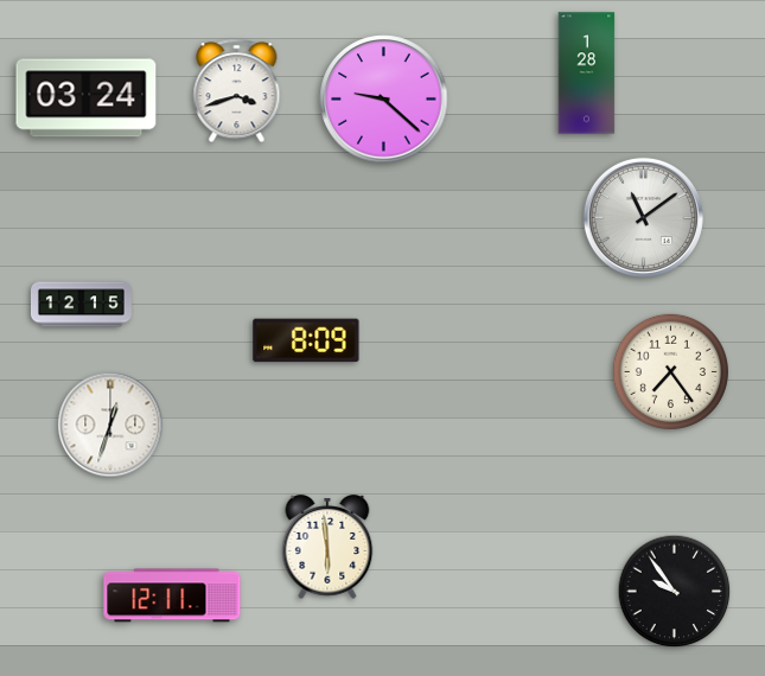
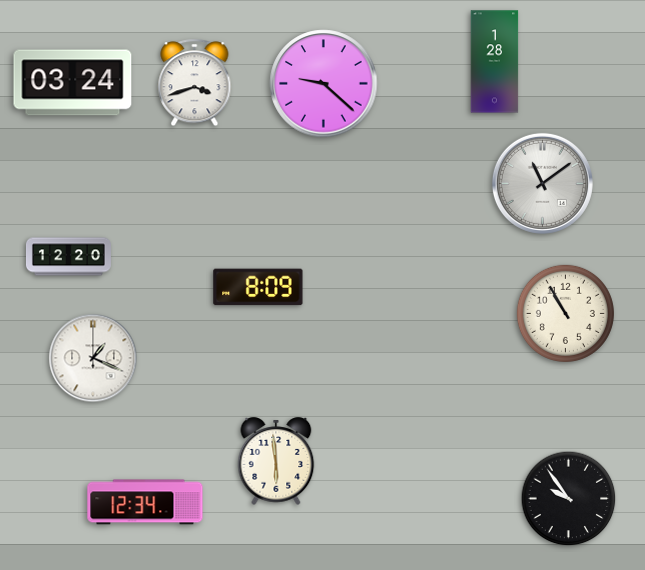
clock at (237, 91) position: (237, 91) -> (195, 83)
clock at (81, 305): 12:15 -> 12:20
clock at (670, 371): 7:24 -> 10:55
clock at (110, 425): 12:33 -> 1:19
clock at (172, 595): 12:11 -> 12:34
